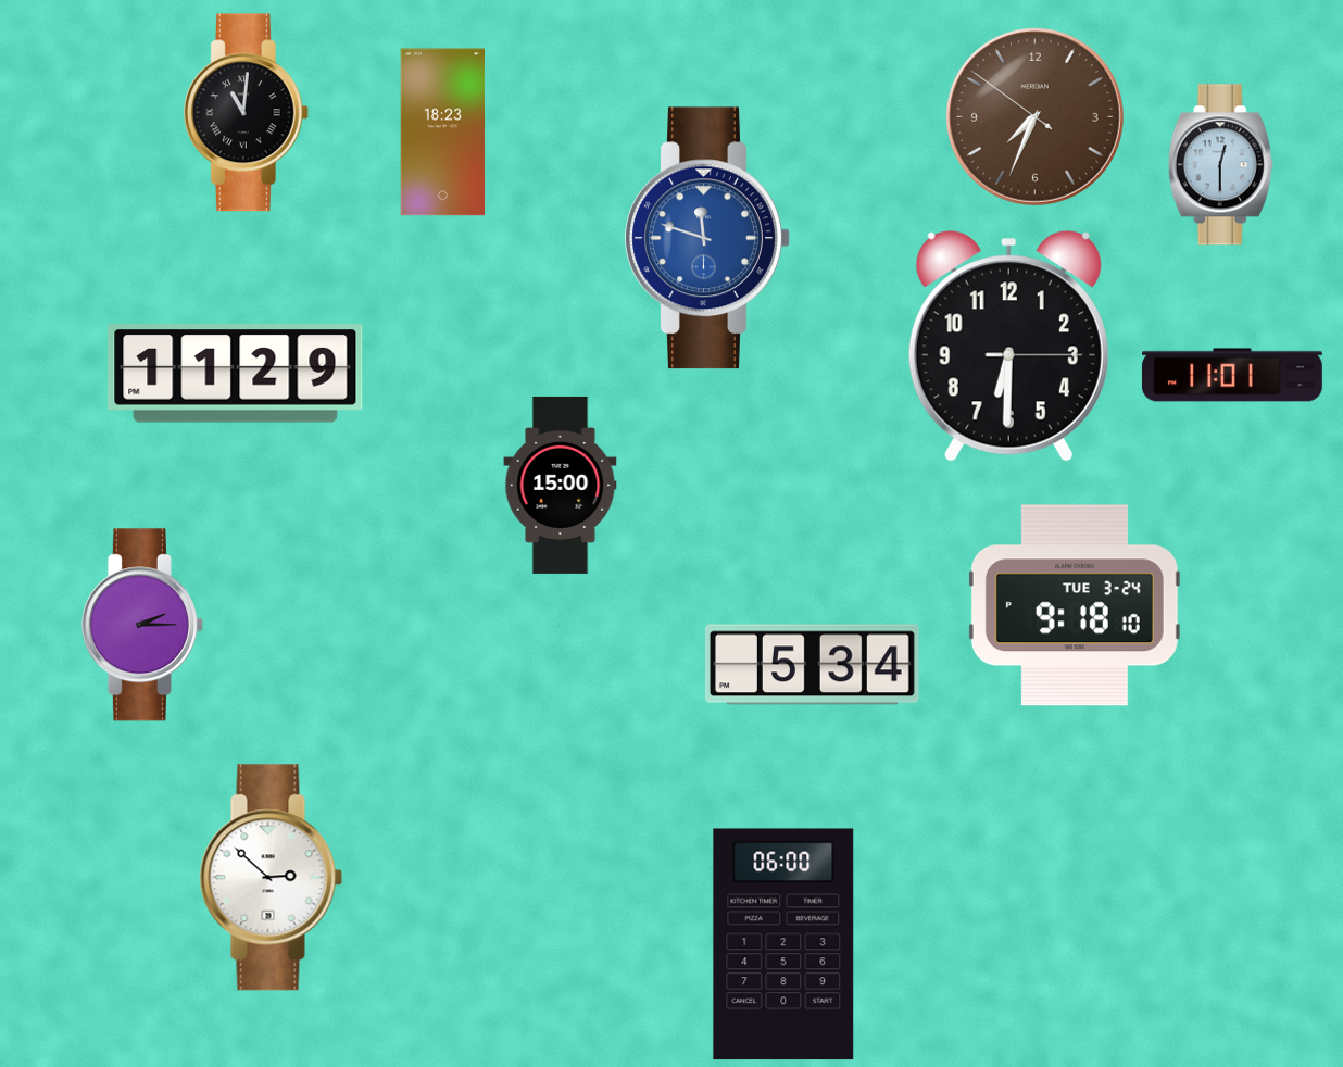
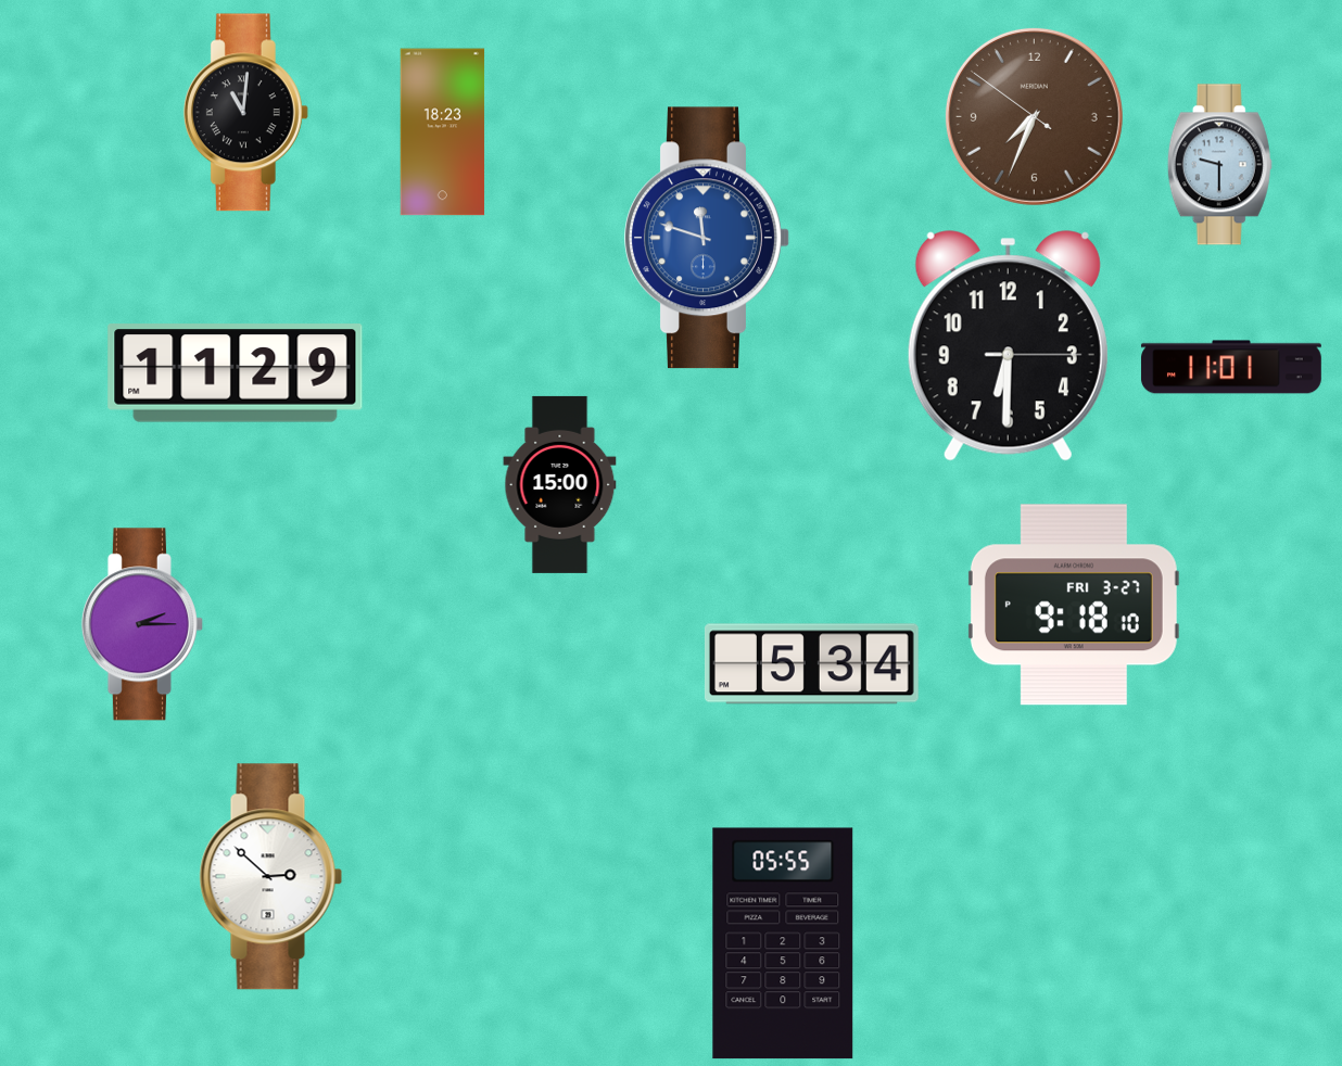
clock at (1220, 165): 12:30 -> 9:30
clock at (1232, 375) position: (1232, 375) -> (1231, 367)
clock at (1075, 605) date: TUE 3-24 -> FRI 3-27
clock at (783, 944): 06:00 -> 05:55
